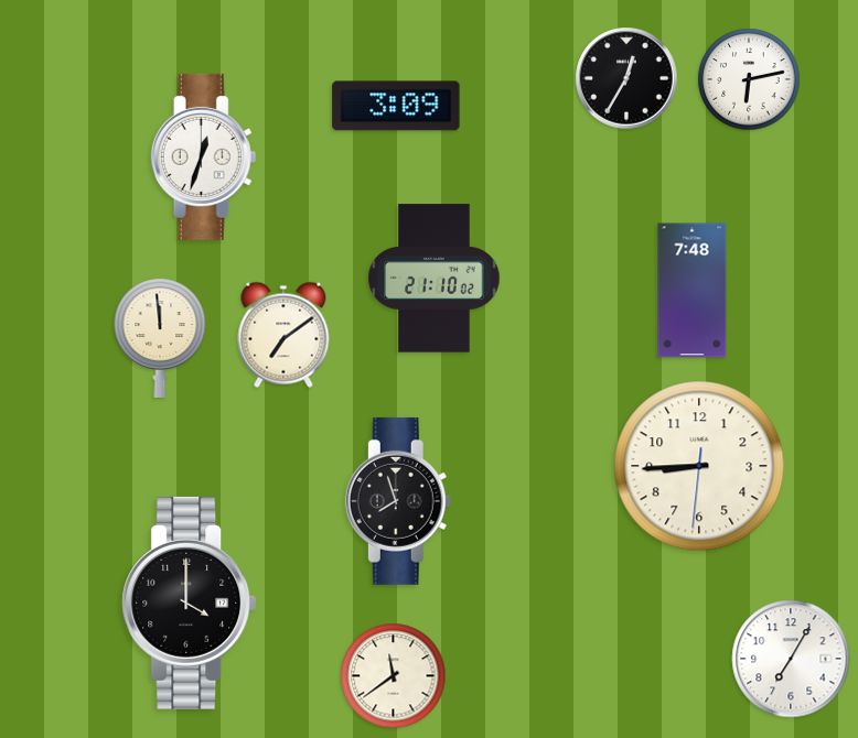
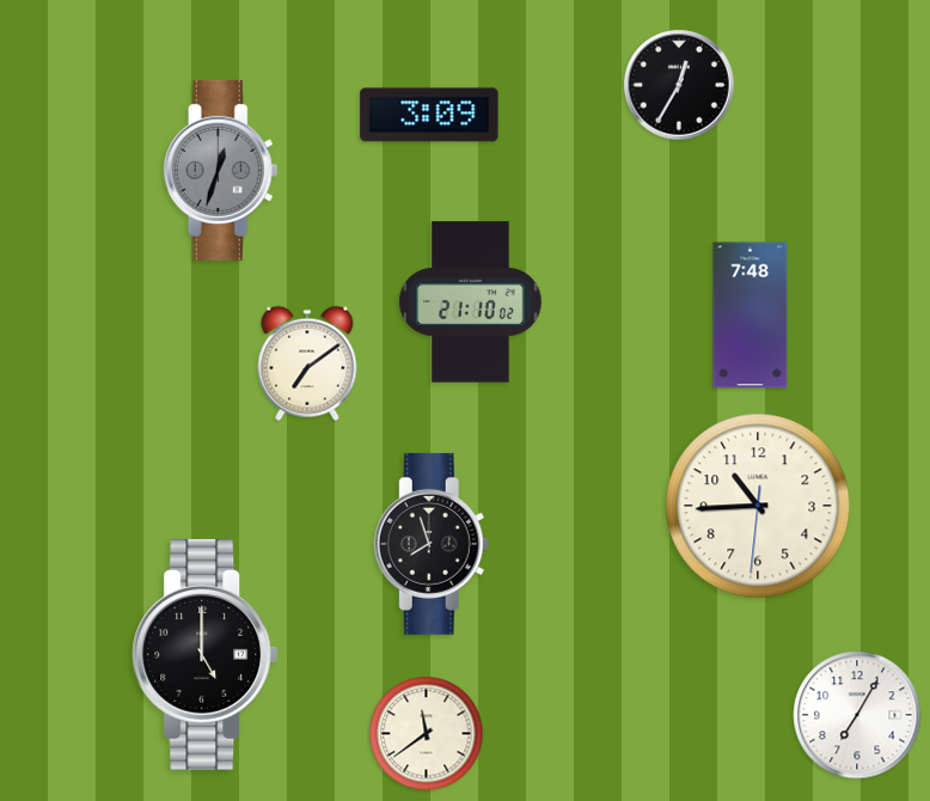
clock at (749, 79): 6:13 -> none
clock at (204, 156) dial: white -> grey
clock at (160, 338): 11:59 -> none
clock at (699, 466): 8:44 -> 10:44
clock at (190, 603): 4:00 -> 5:00
